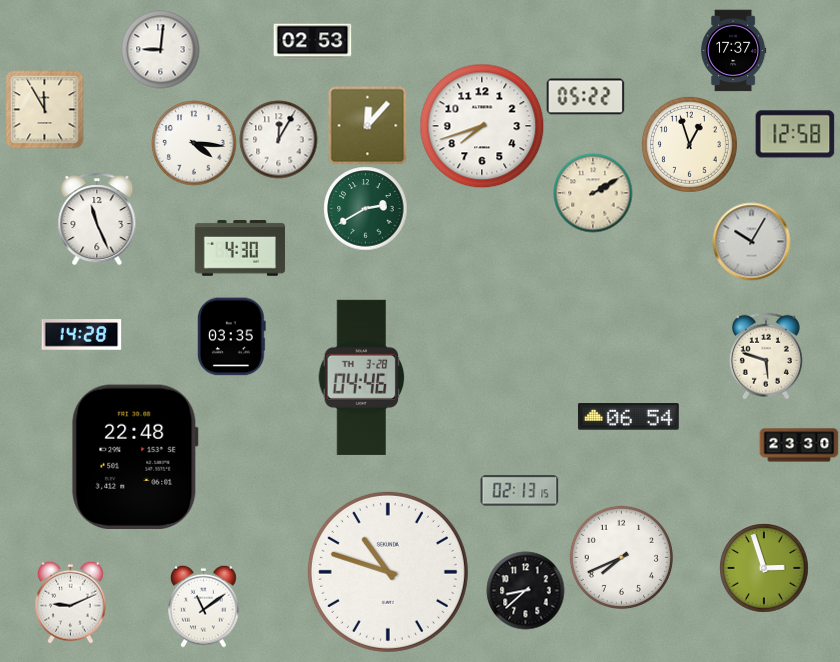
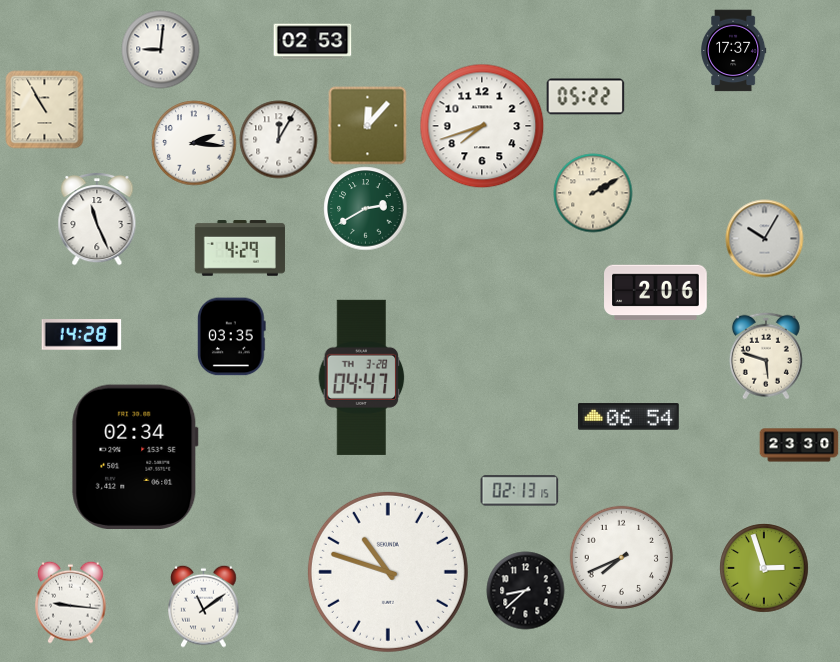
clock at (44, 109): 11:55 -> 10:55
clock at (795, 134): 12:58 -> none
clock at (194, 143): 4:16 -> 2:16
clock at (689, 144): 12:57 -> none
clock at (751, 241) position: (751, 241) -> (764, 238)
clock at (240, 248): 4:30 -> 4:29
clock at (656, 293): none -> 2:06
clock at (362, 377): 04:46 -> 04:47
clock at (135, 457): 22:48 -> 02:34
clock at (71, 602): 9:11 -> 9:16
